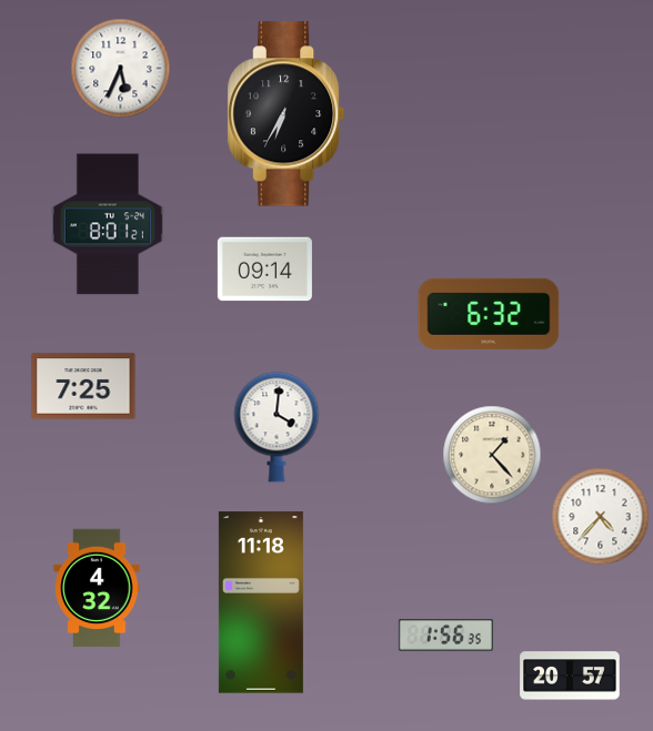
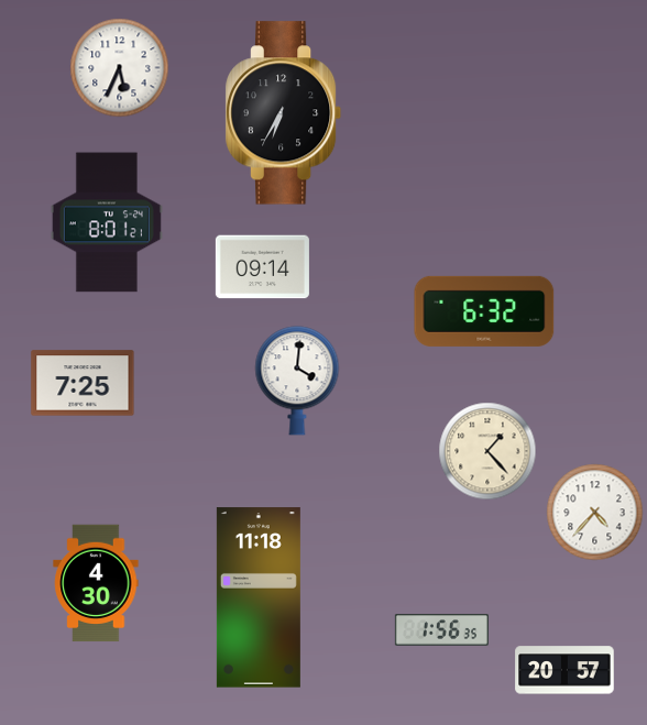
clock at (277, 427) position: (277, 427) -> (297, 381)
clock at (97, 588): 4:32 -> 4:30
